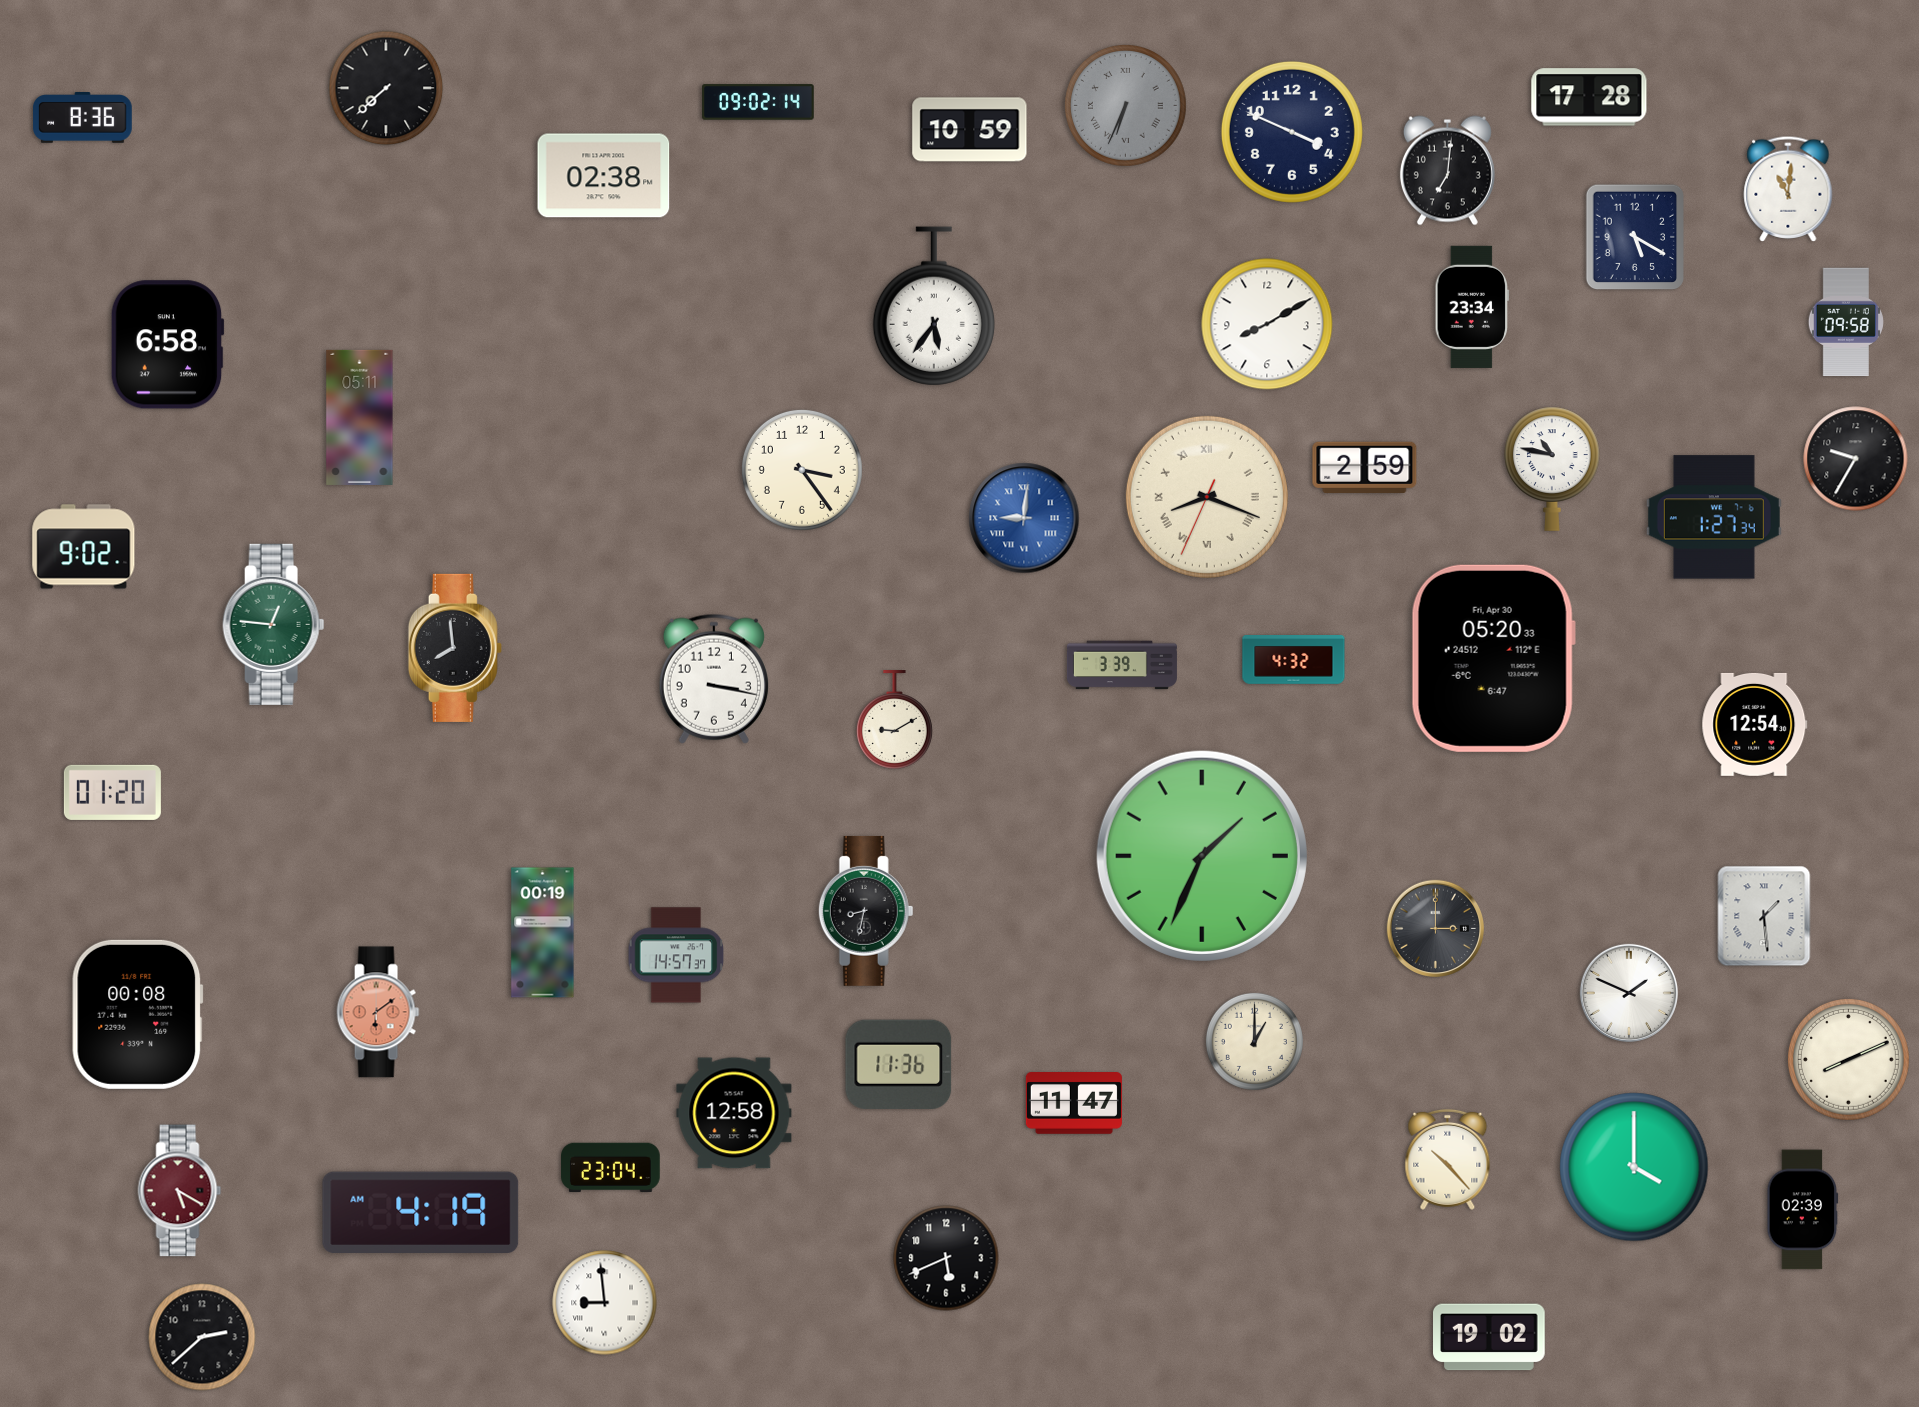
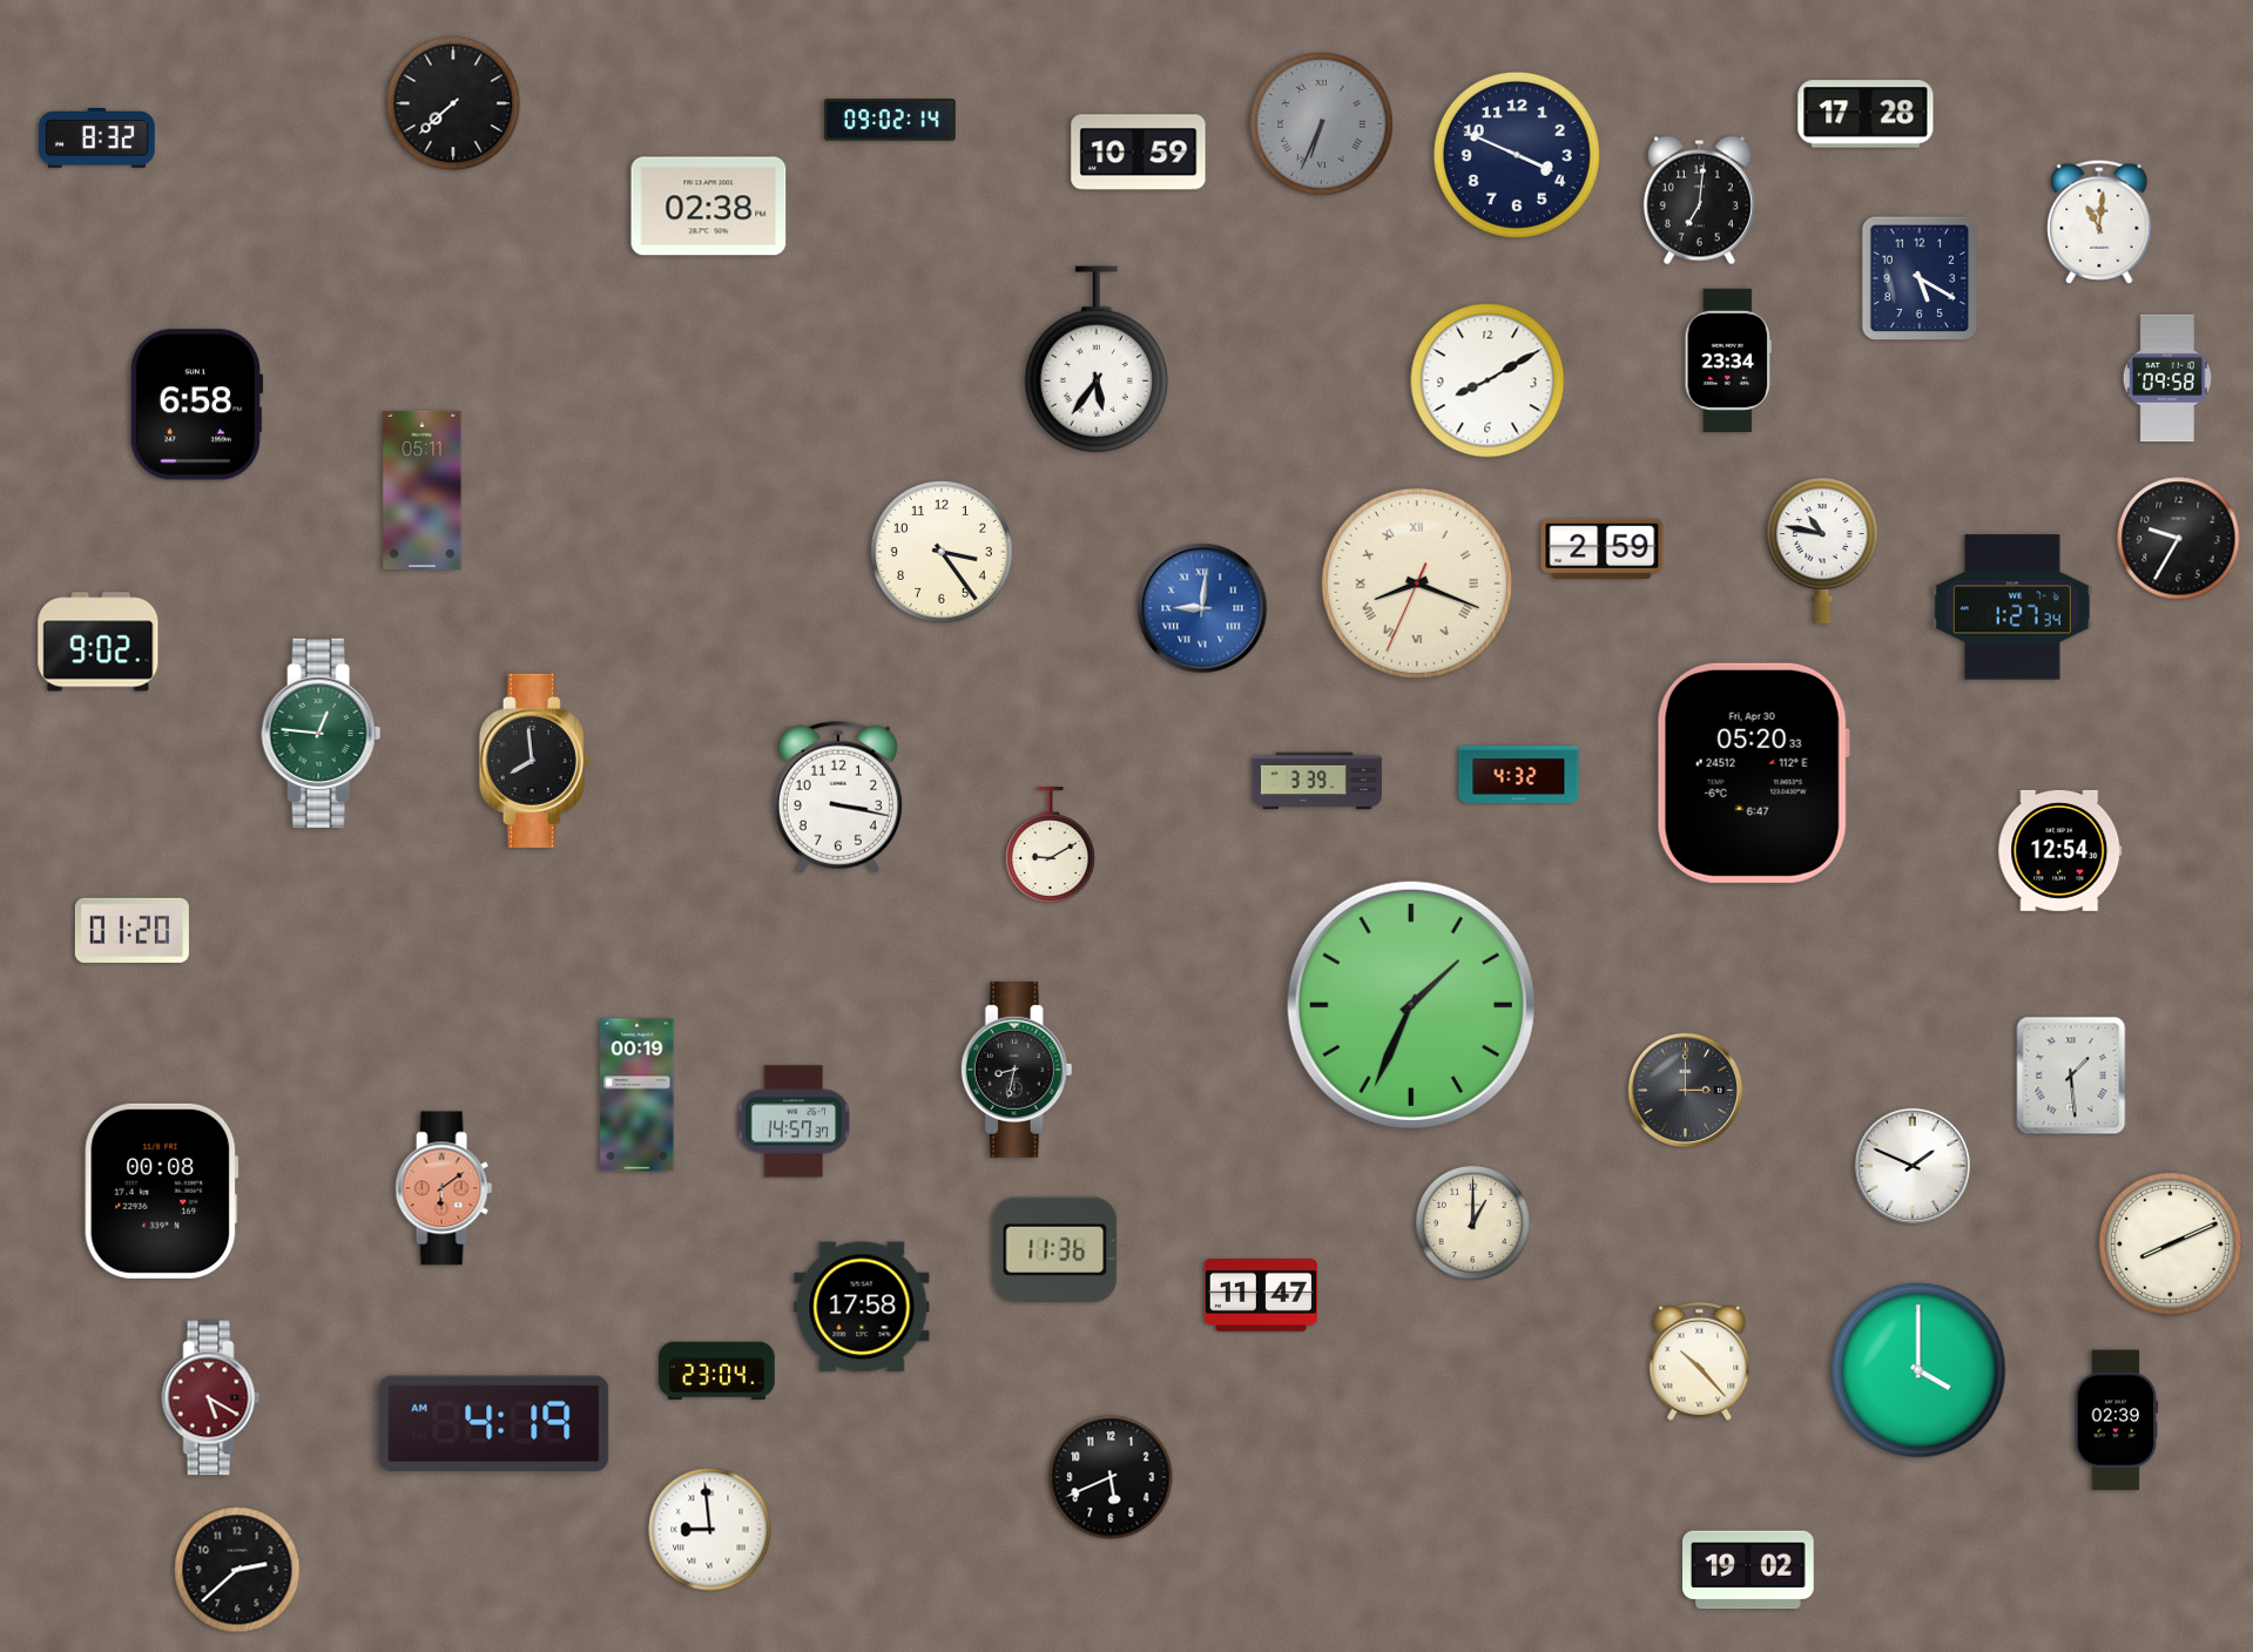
clock at (83, 118): 8:36 -> 8:32
clock at (734, 1113): 12:58 -> 17:58
